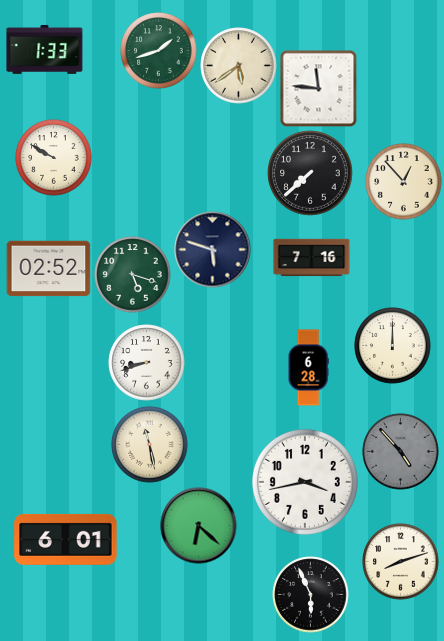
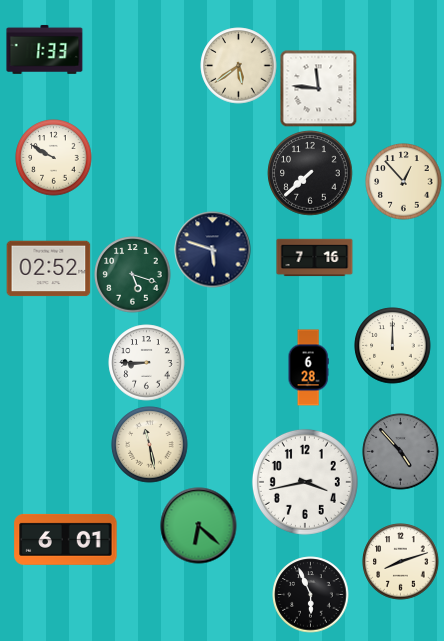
clock at (159, 51): 1:42 -> none
clock at (312, 258) position: (312, 258) -> (315, 258)
clock at (147, 363): 8:42 -> 8:45
